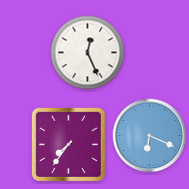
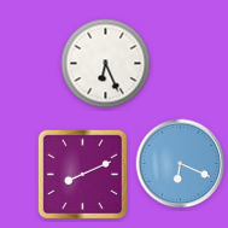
clock at (88, 53): 12:26 -> 6:26
clock at (68, 144): 7:36 -> 8:11
